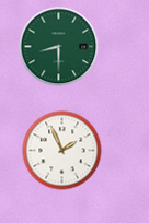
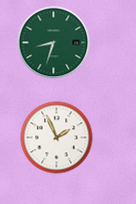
clock at (59, 47): 8:30 -> 8:33
